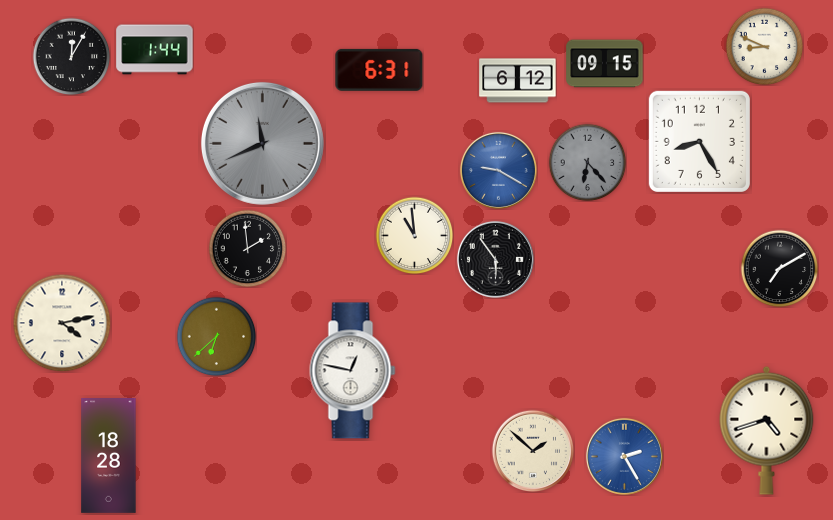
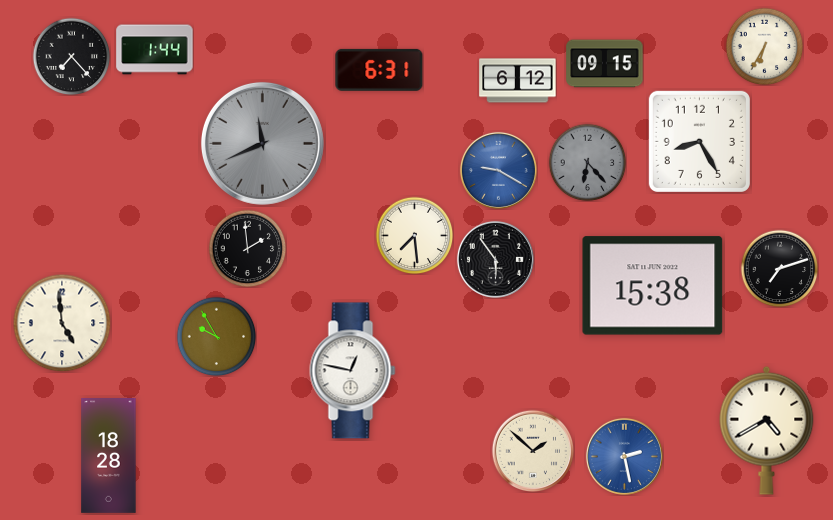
clock at (764, 46): 8:49 -> 6:35
clock at (71, 56): 12:05 -> 7:23
clock at (414, 235): 10:59 -> 7:29
clock at (779, 268): 7:10 -> 7:12
clock at (653, 286): none -> 15:38
clock at (62, 323): 4:13 -> 4:59
clock at (216, 336): 6:38 -> 9:55
clock at (767, 430): 4:42 -> 4:40
clock at (624, 456): 2:25 -> 2:28
